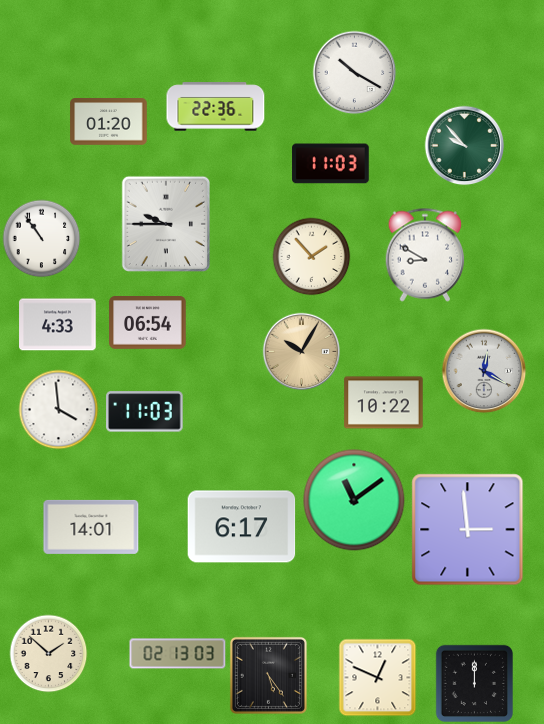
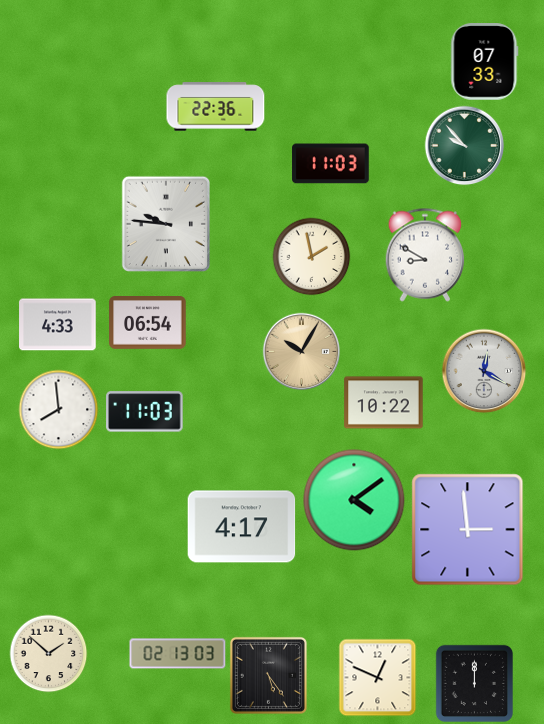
clock at (485, 62): none -> 07:33
clock at (354, 72): 10:20 -> none
clock at (109, 122): 01:20 -> none
clock at (165, 223): 9:45 -> 9:46
clock at (41, 238): 10:54 -> none
clock at (311, 256): 1:53 -> 1:58
clock at (58, 409): 3:59 -> 7:59
clock at (354, 500): 11:09 -> 4:09
clock at (91, 527): 14:01 -> none
clock at (242, 527): 6:17 -> 4:17
